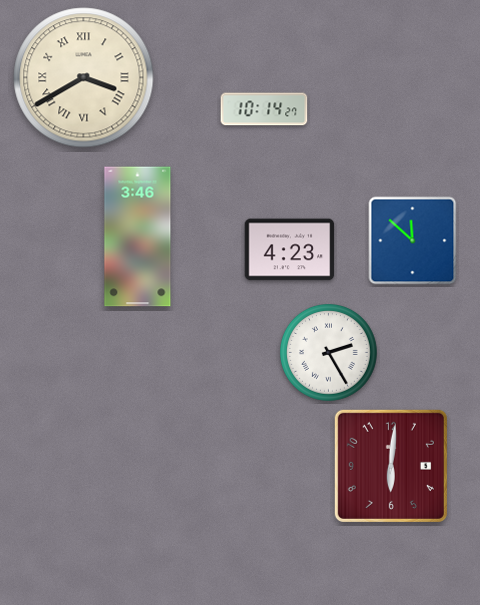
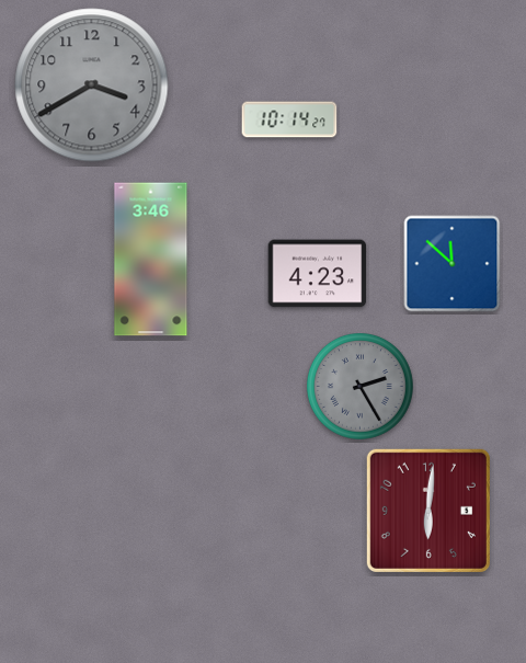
clock at (84, 78) dial: cream -> grey
clock at (84, 78) numerals: Roman -> Arabic
clock at (329, 353) dial: white -> grey
